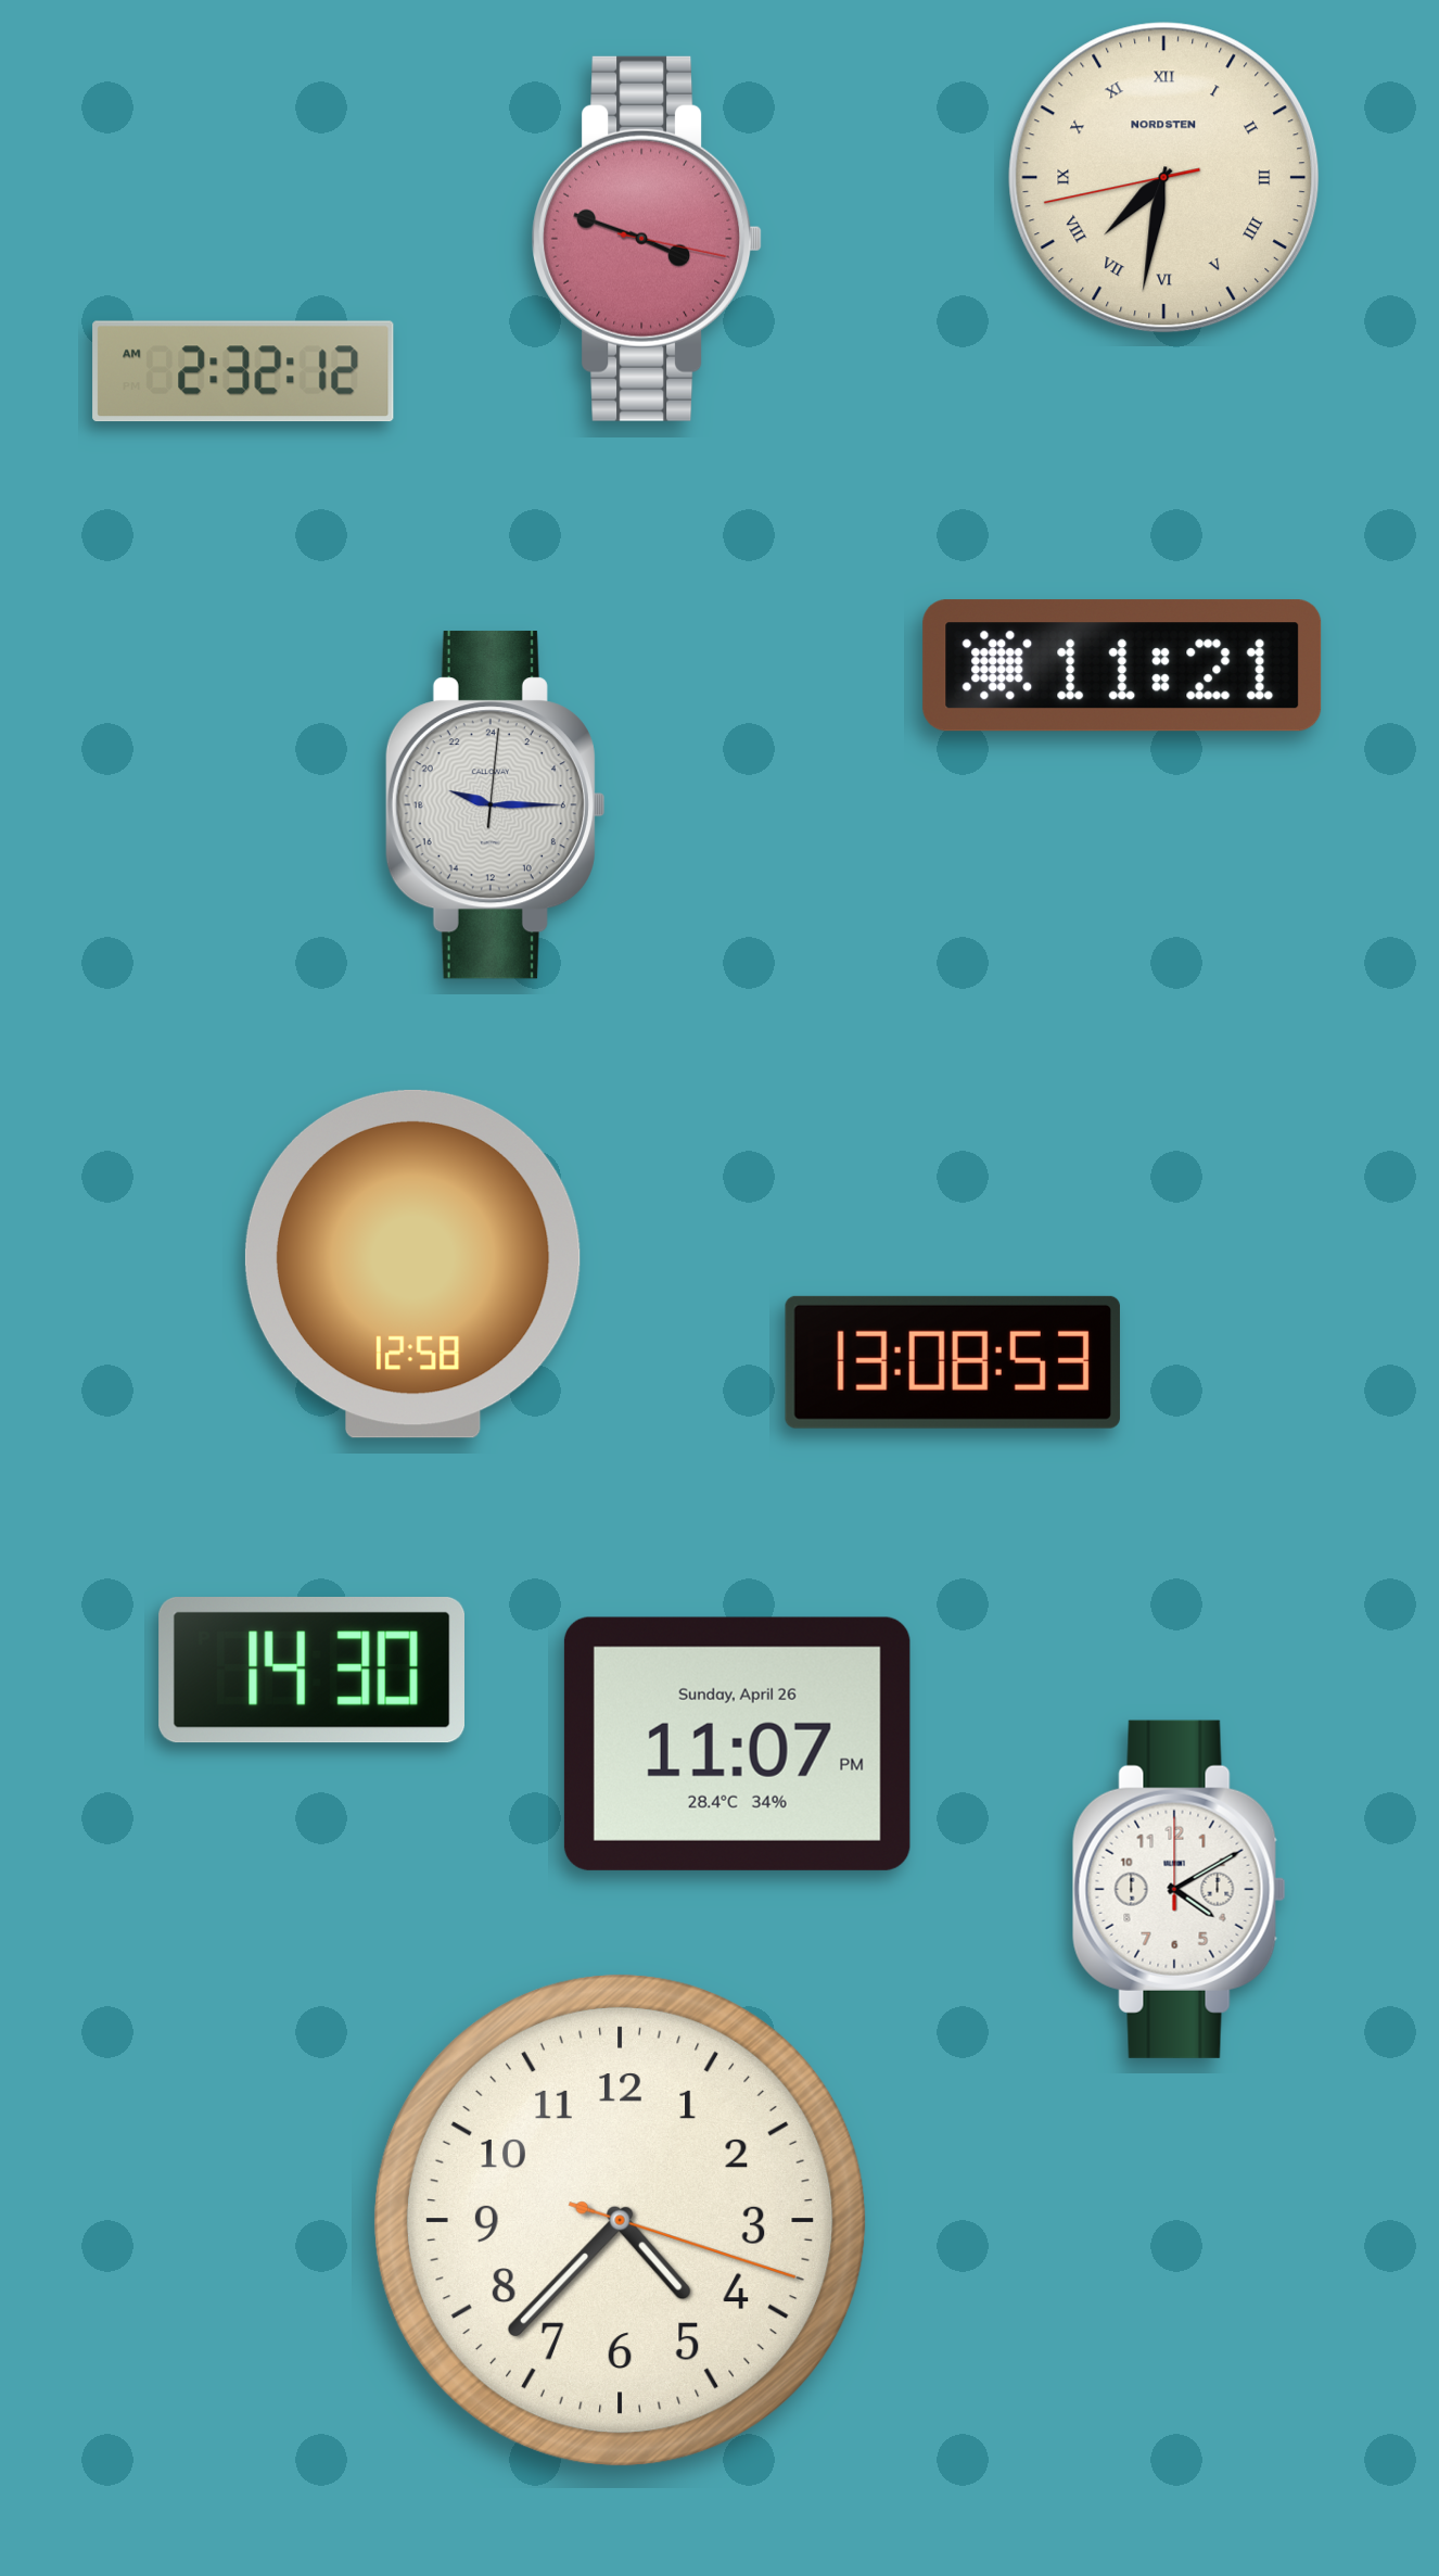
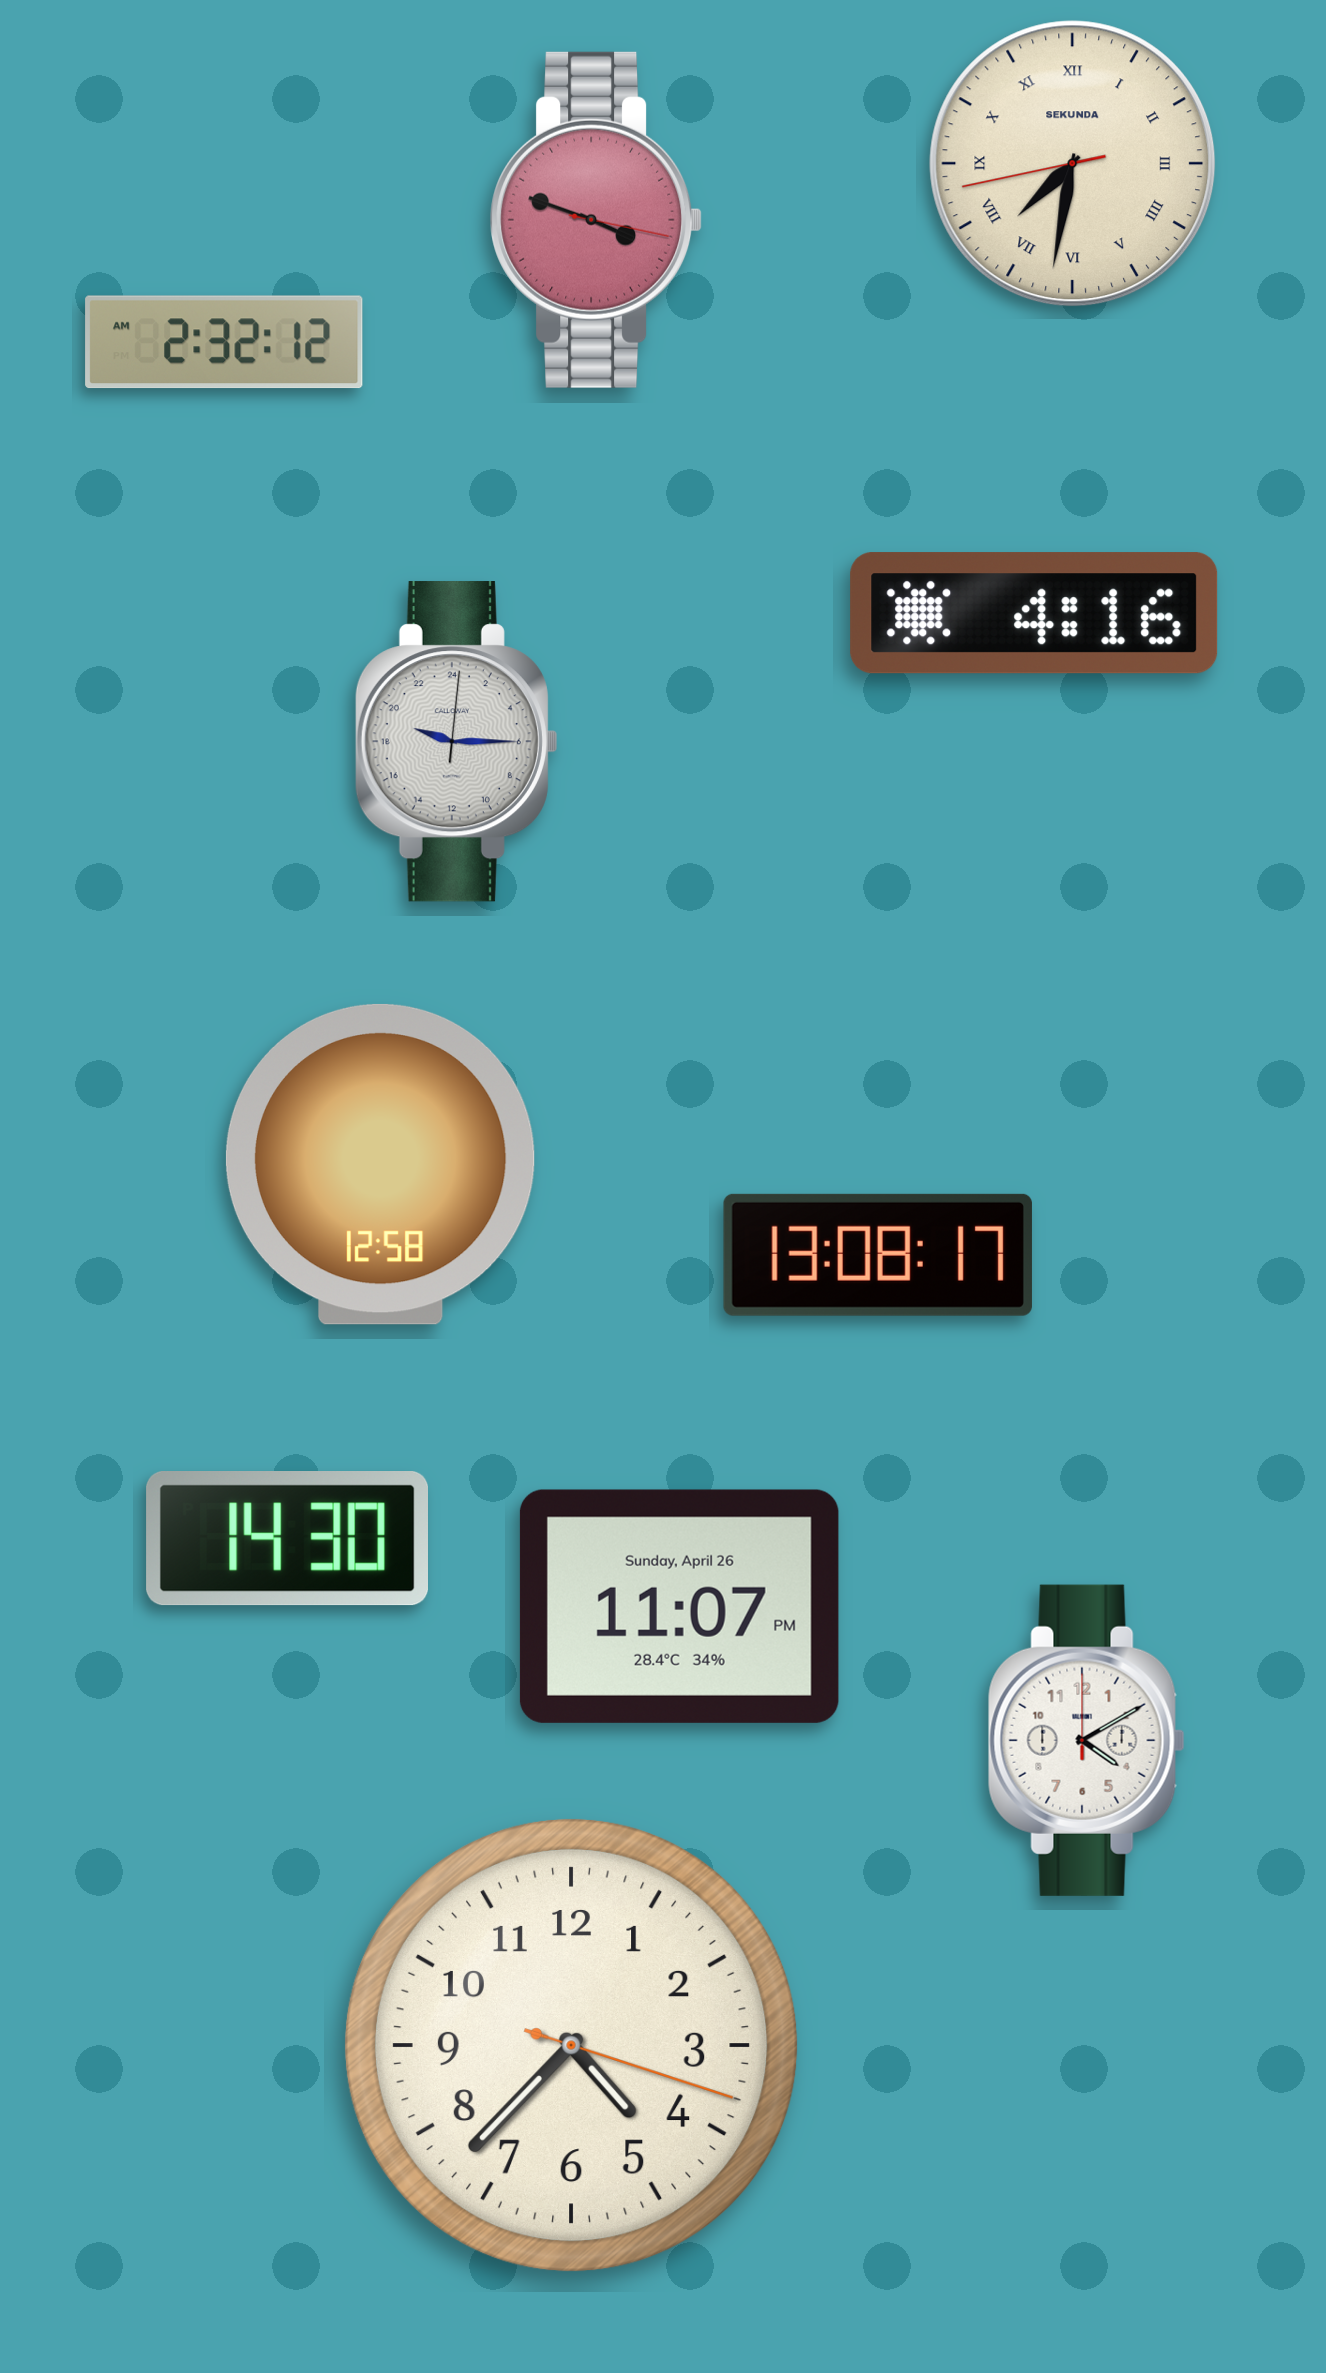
clock at (1164, 178) brand: NORDSTEN -> SEKUNDA
clock at (1122, 665): 11:21 -> 4:16
clock at (953, 1362): 13:08:53 -> 13:08:17
